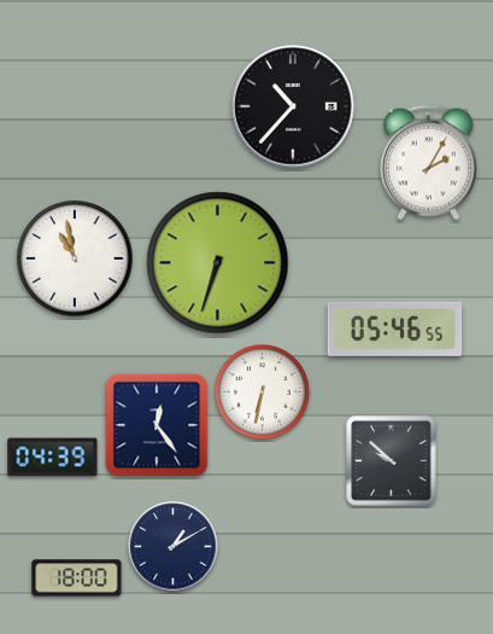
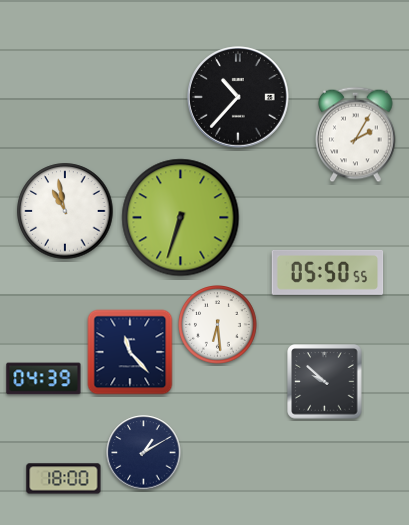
clock at (293, 106) position: (293, 106) -> (238, 97)
clock at (75, 258) position: (75, 258) -> (65, 211)
clock at (395, 328): 05:46 -> 05:50
clock at (263, 392): 6:32 -> 6:29
clock at (157, 425): 12:24 -> 11:23
